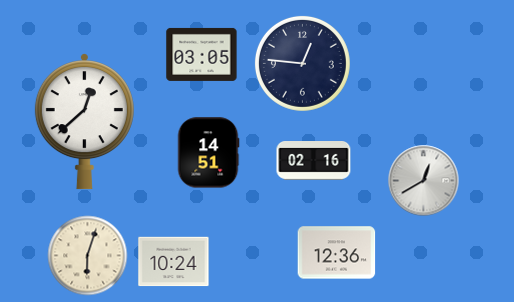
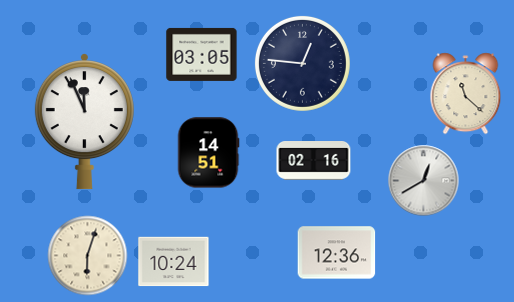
clock at (466, 94): none -> 11:22
clock at (84, 122): 12:38 -> 11:56
